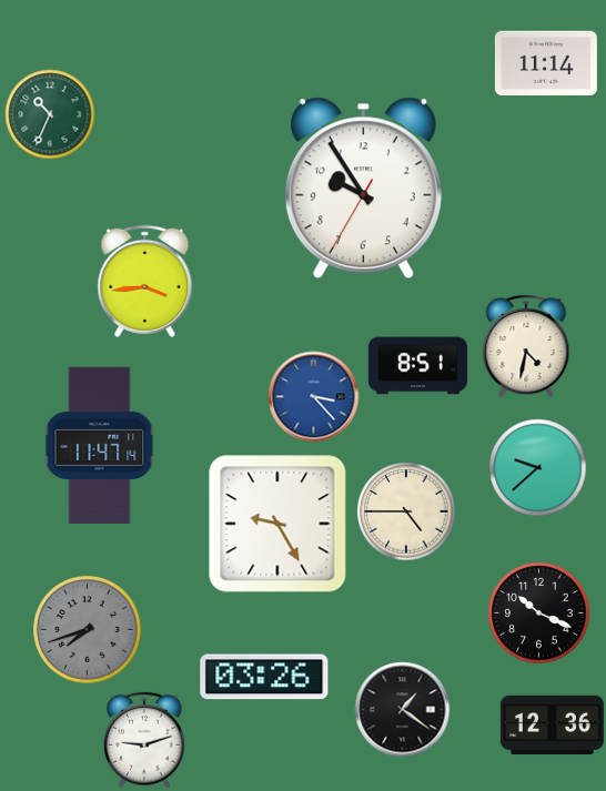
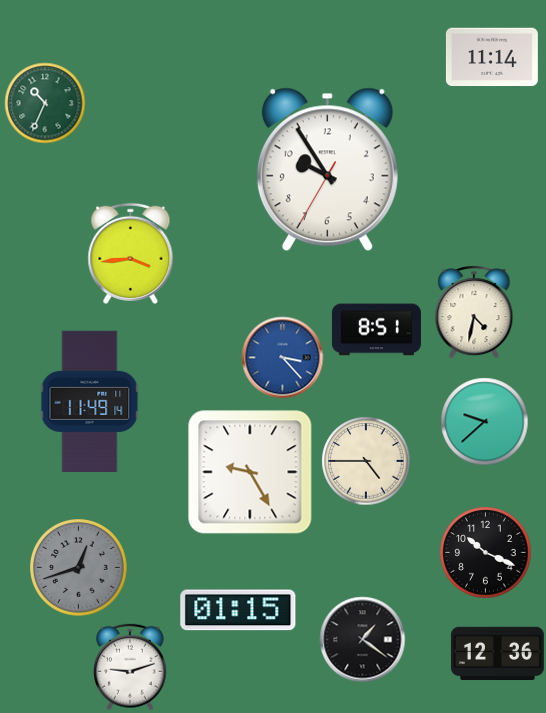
clock at (100, 446): 11:47 -> 11:49
clock at (88, 630): 7:42 -> 12:42
clock at (264, 677): 03:26 -> 01:15
